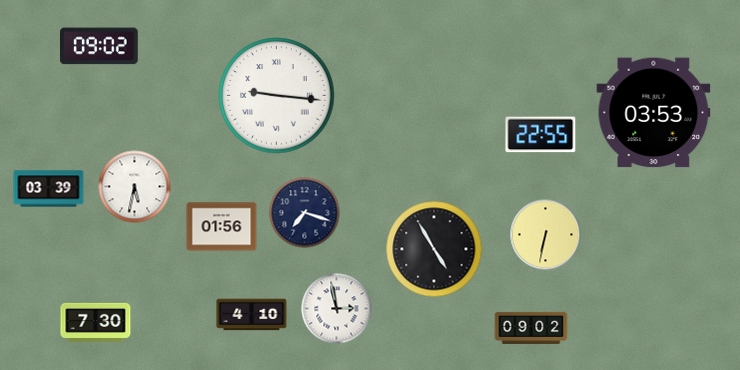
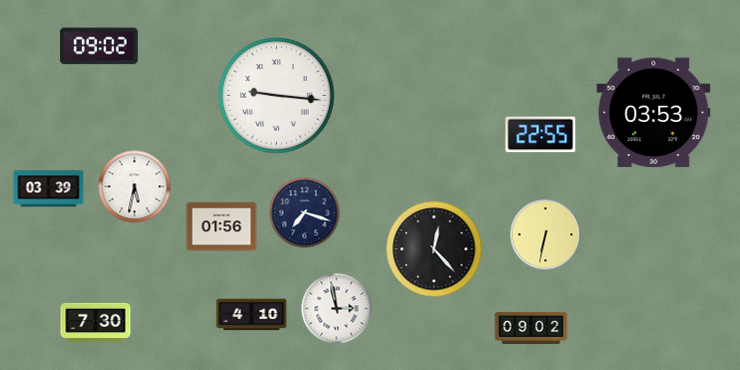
clock at (434, 249): 4:55 -> 12:23
